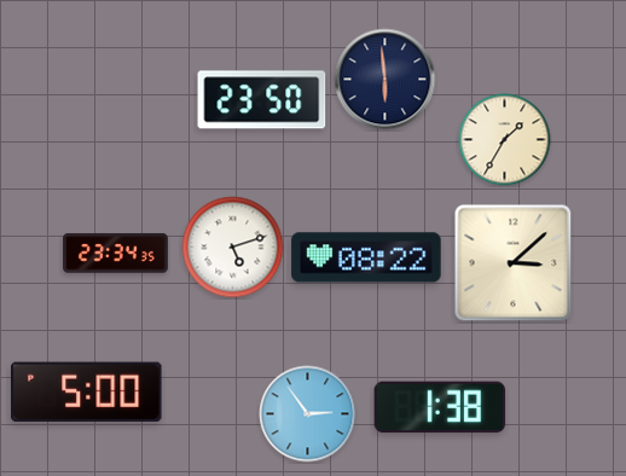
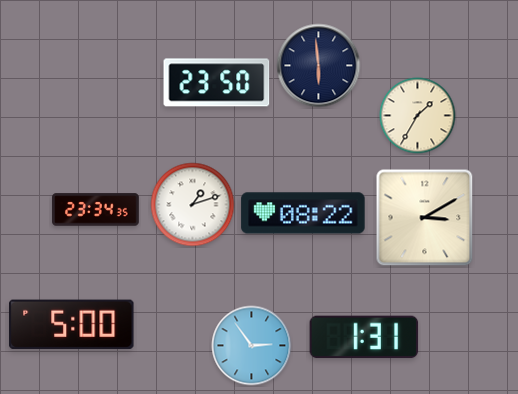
clock at (233, 248): 5:12 -> 1:12
clock at (514, 263): 3:08 -> 3:10
clock at (440, 407): 1:38 -> 1:31
clock at (308, 414) position: (308, 414) -> (252, 346)
